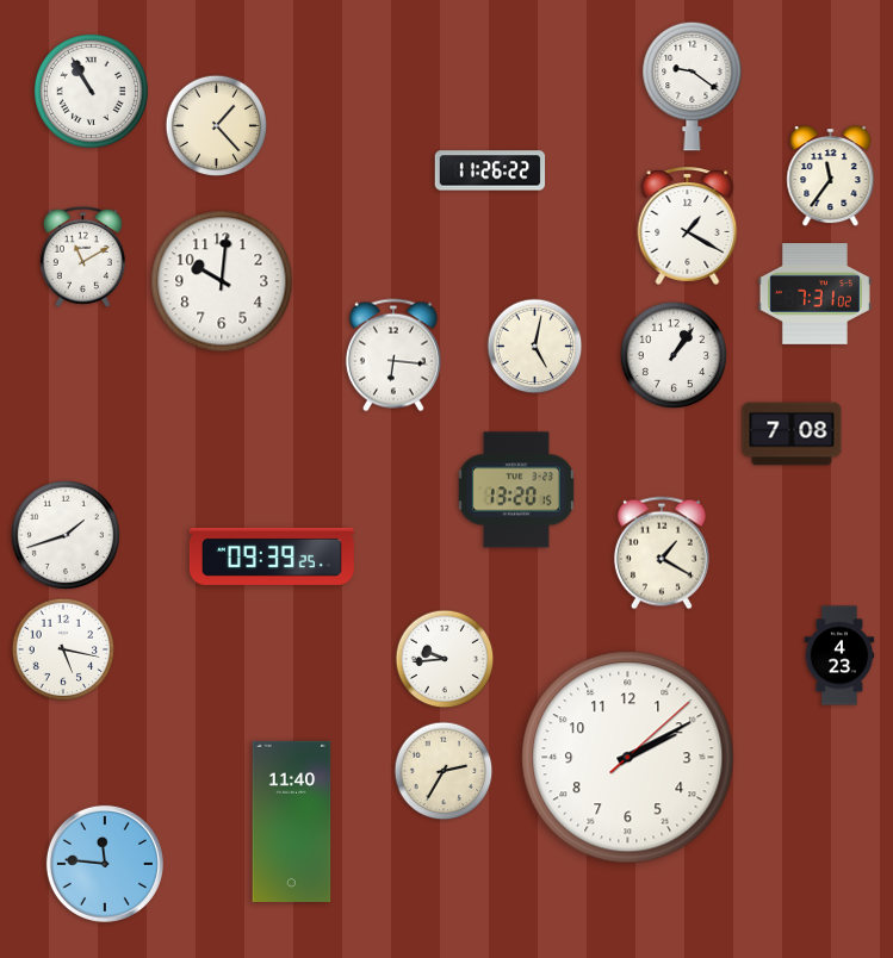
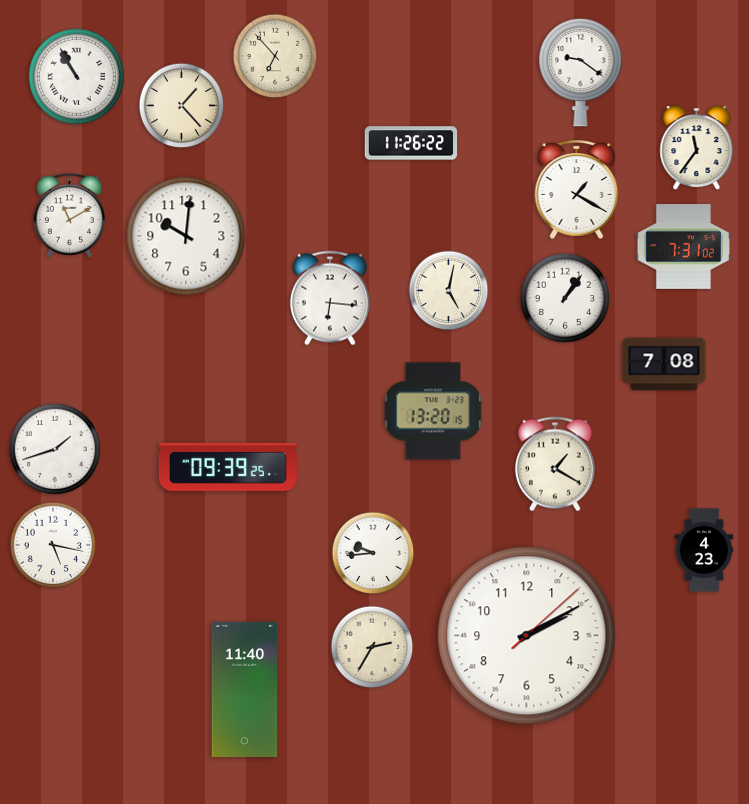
clock at (275, 56): none -> 6:53
clock at (105, 864): 11:46 -> none
